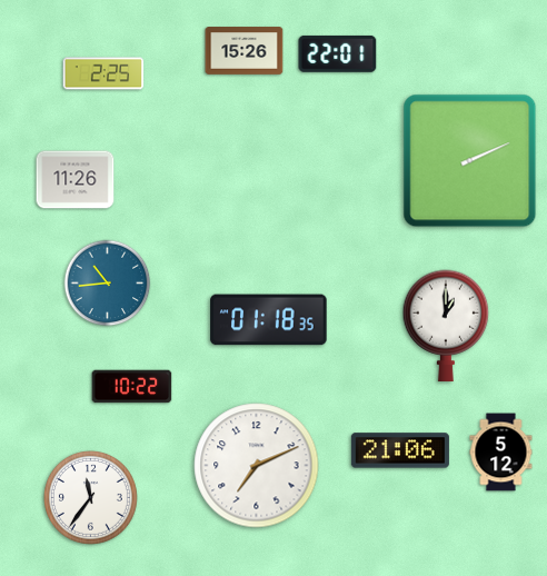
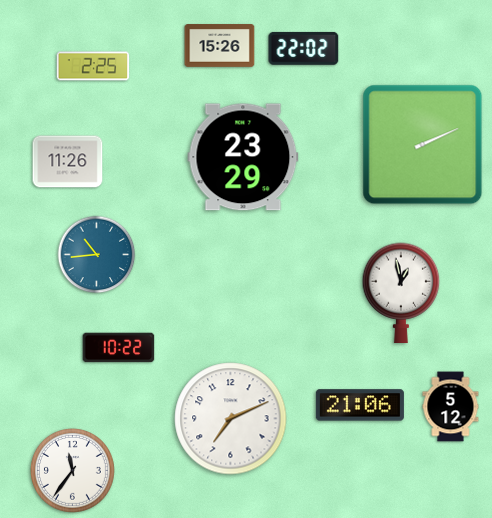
clock at (338, 53): 22:01 -> 22:02
clock at (243, 157): none -> 23:29
clock at (269, 320): 01:18 -> none
clock at (446, 325): 1:00 -> 12:58
clock at (90, 497) position: (90, 497) -> (72, 470)
